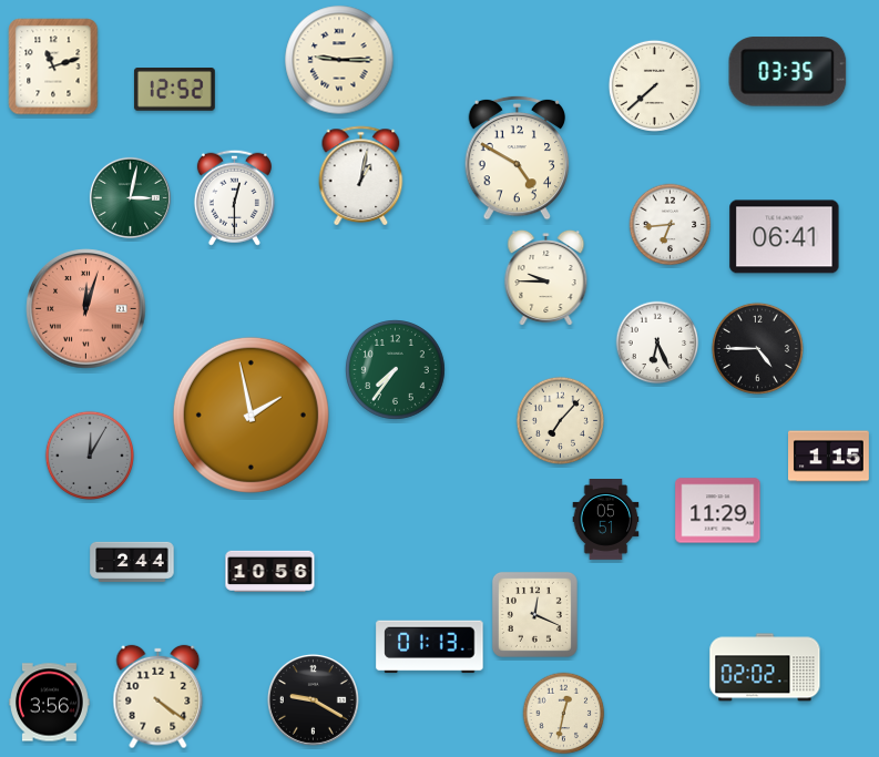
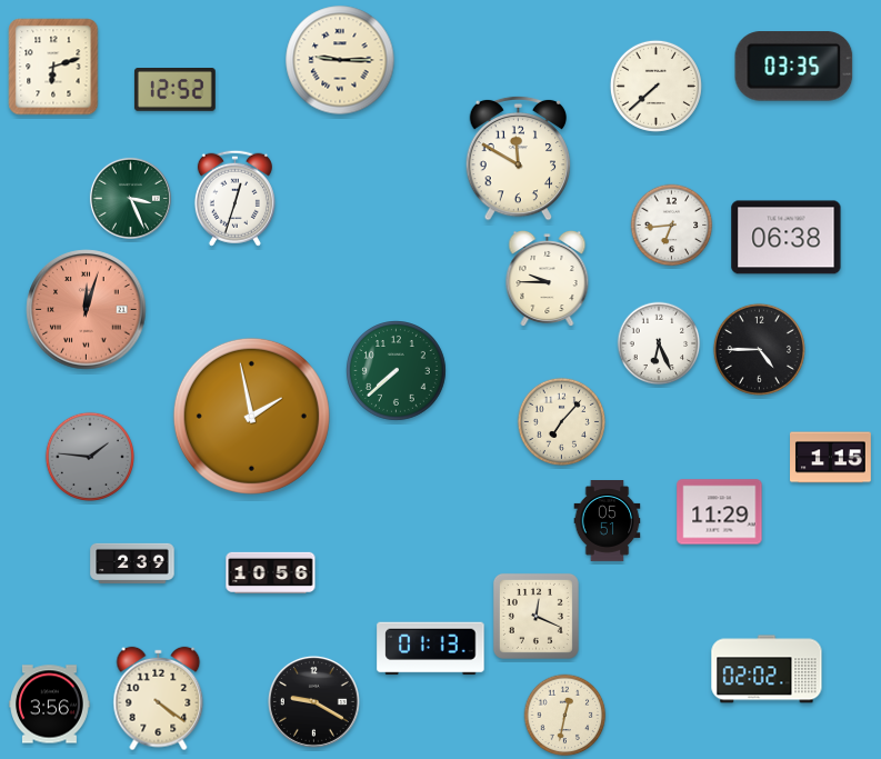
clock at (53, 67): 11:12 -> 6:12
clock at (788, 72) position: (788, 72) -> (794, 67)
clock at (518, 157): 4:50 -> 11:50
clock at (361, 176): 1:02 -> none
clock at (130, 197): 3:02 -> 3:26
clock at (234, 197): 12:30 -> 12:33
clock at (785, 237): 06:41 -> 06:38
clock at (396, 370): 7:36 -> 7:38
clock at (89, 454): 12:05 -> 1:46
clock at (132, 561): 2:44 -> 2:39
